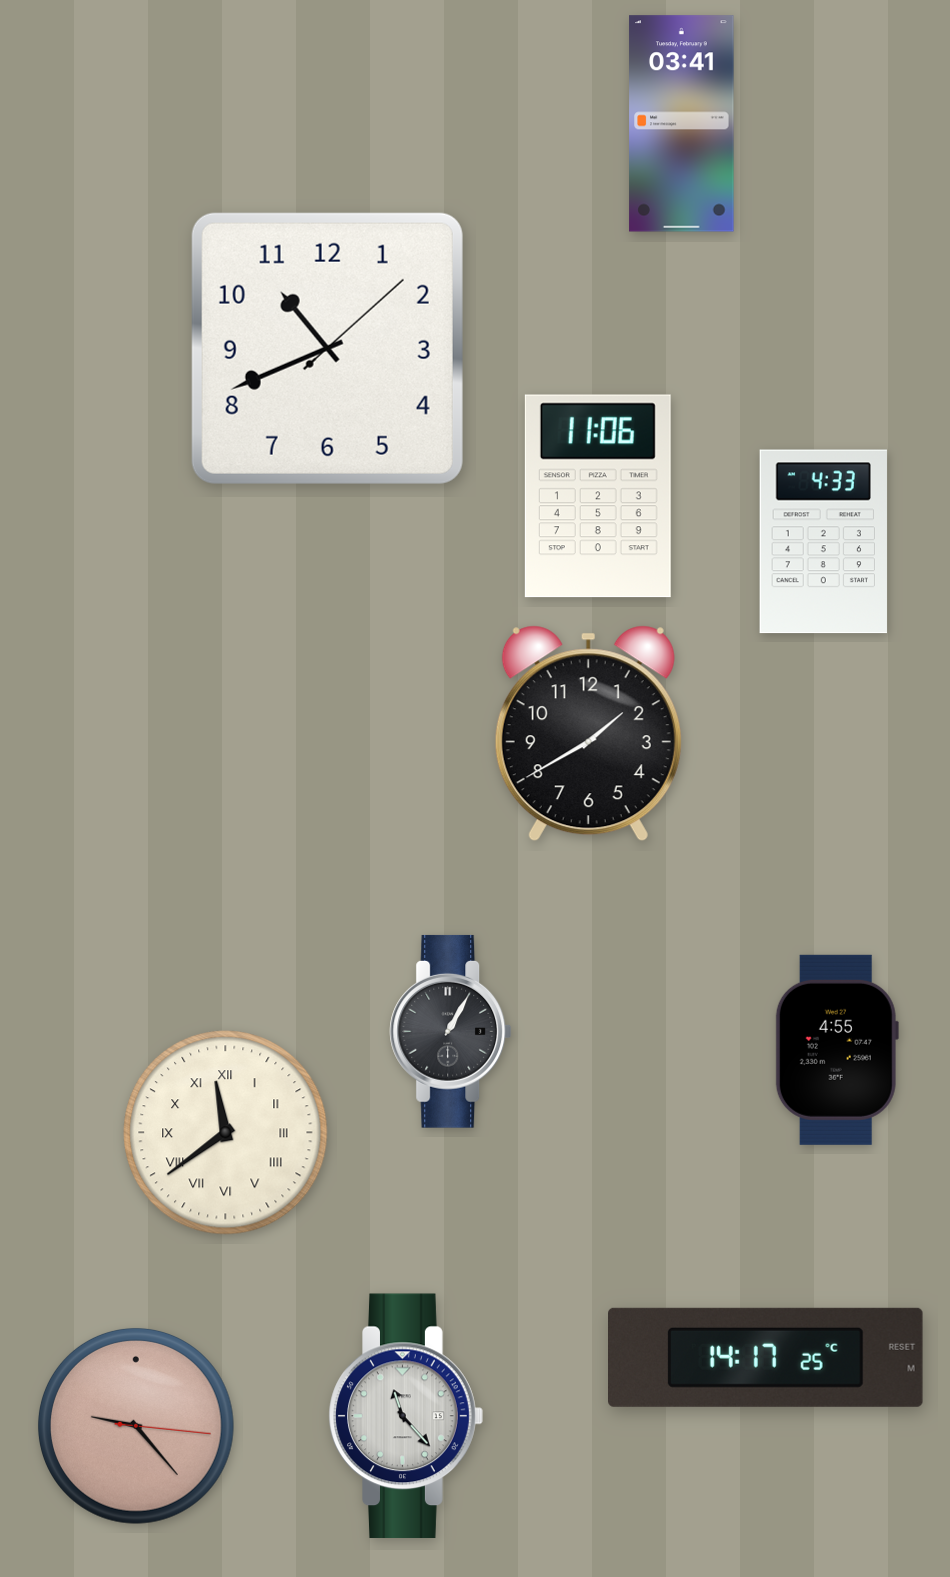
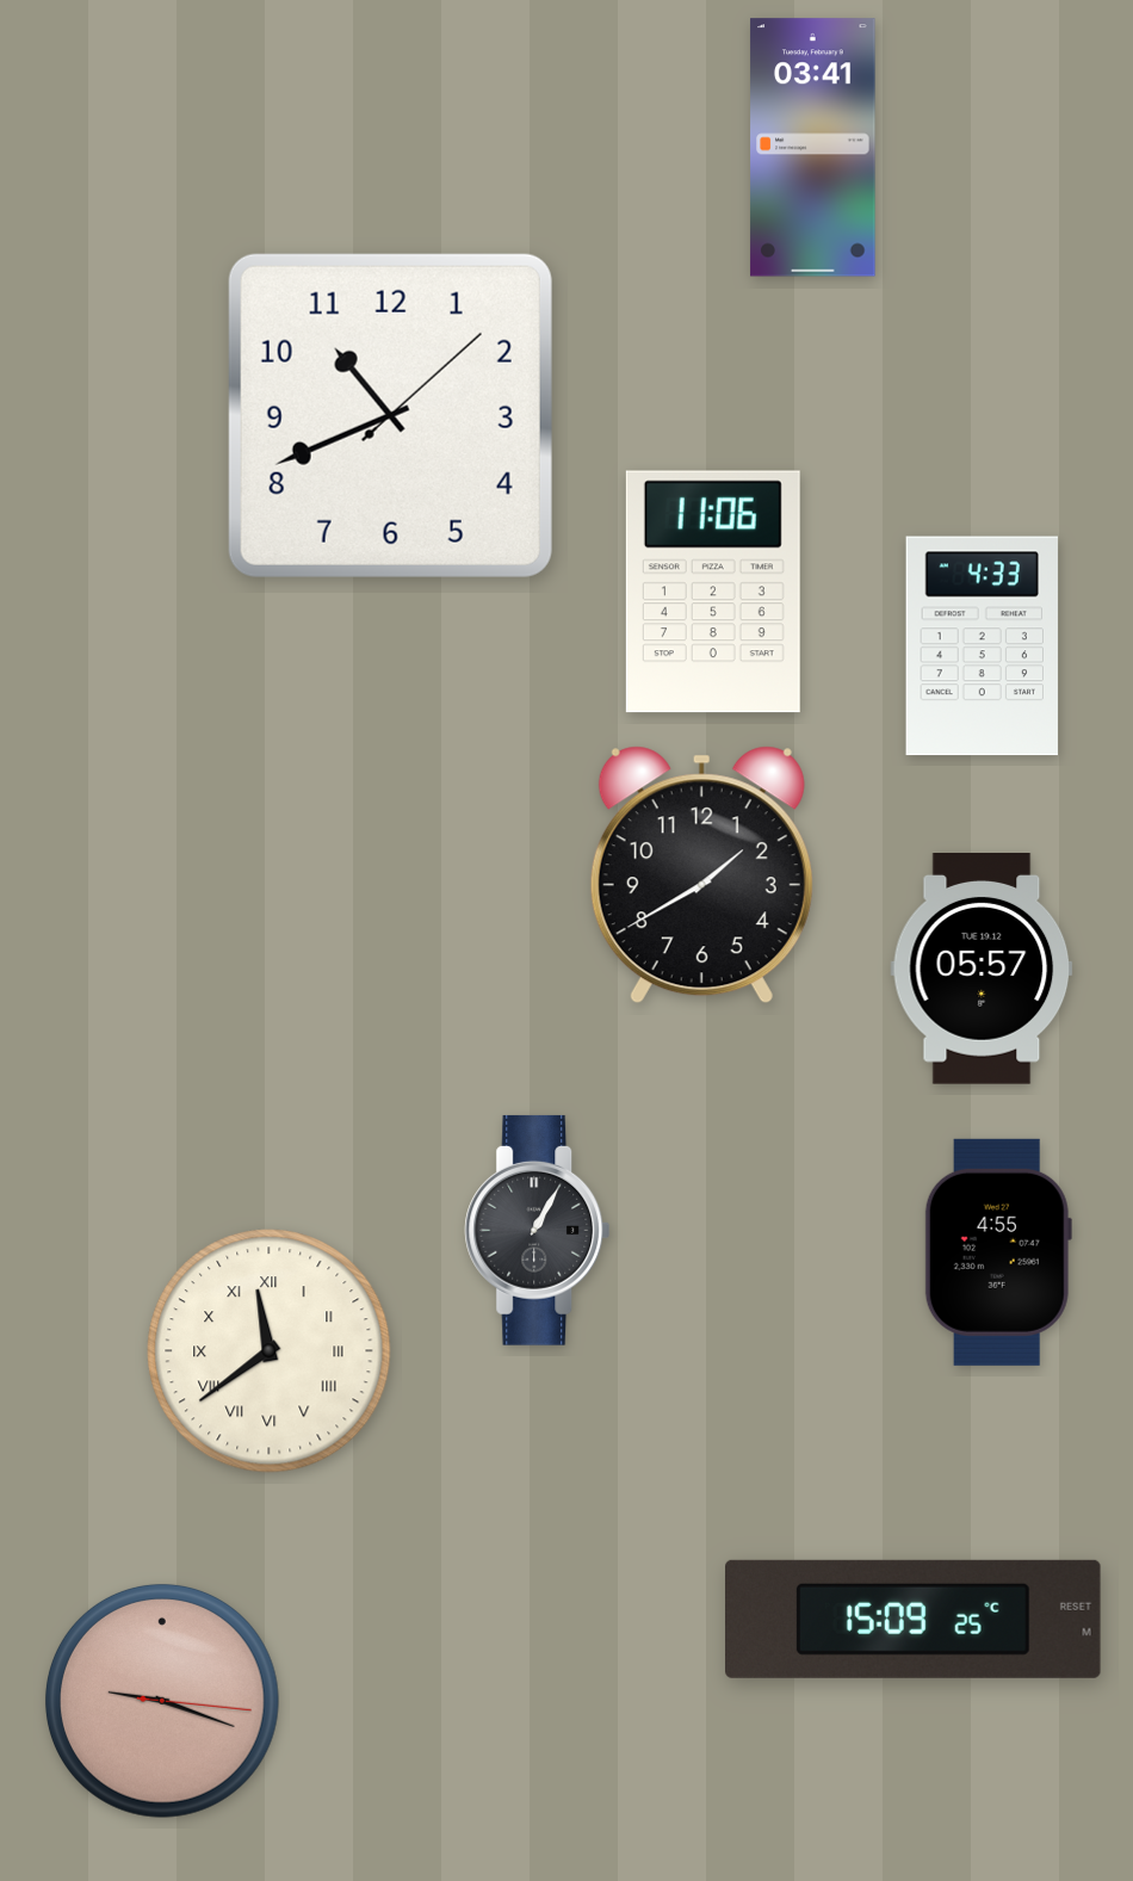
clock at (982, 970): none -> 05:57
clock at (766, 1357): 14:17 -> 15:09
clock at (406, 1416): 11:23 -> none
clock at (136, 1426): 9:23 -> 9:18
